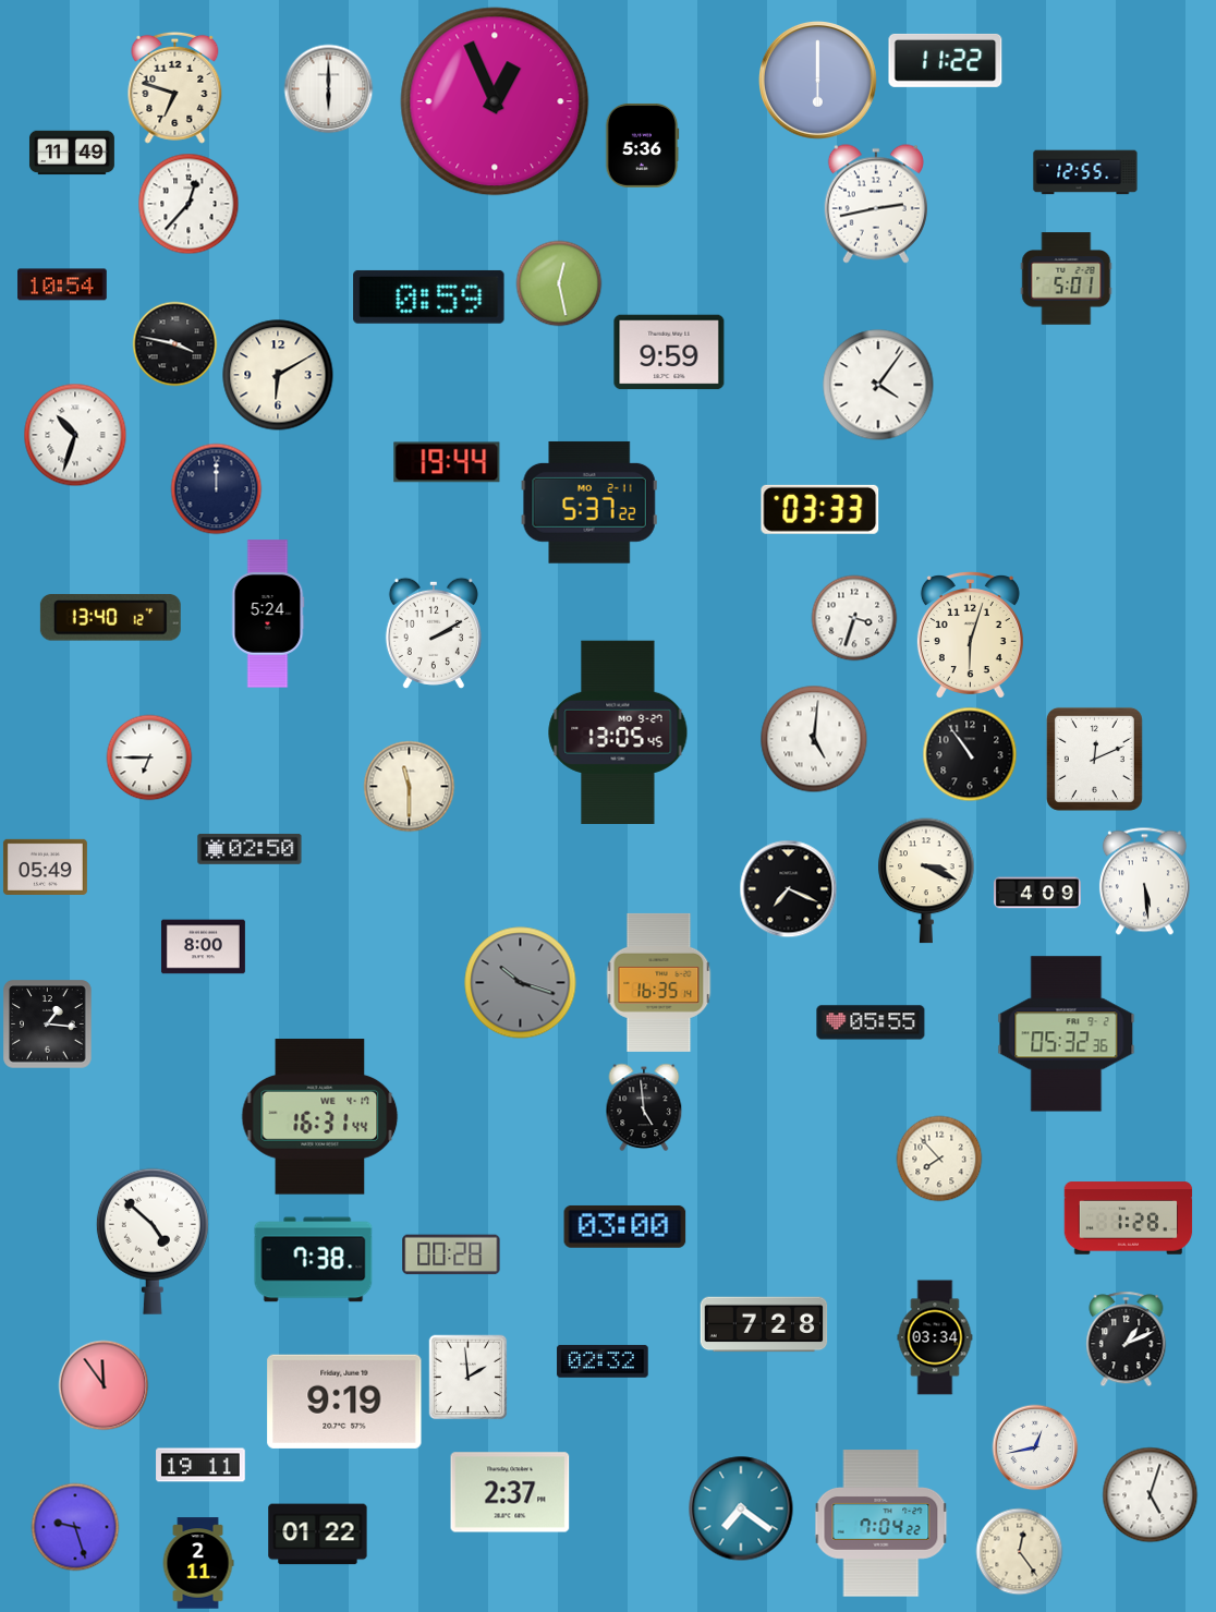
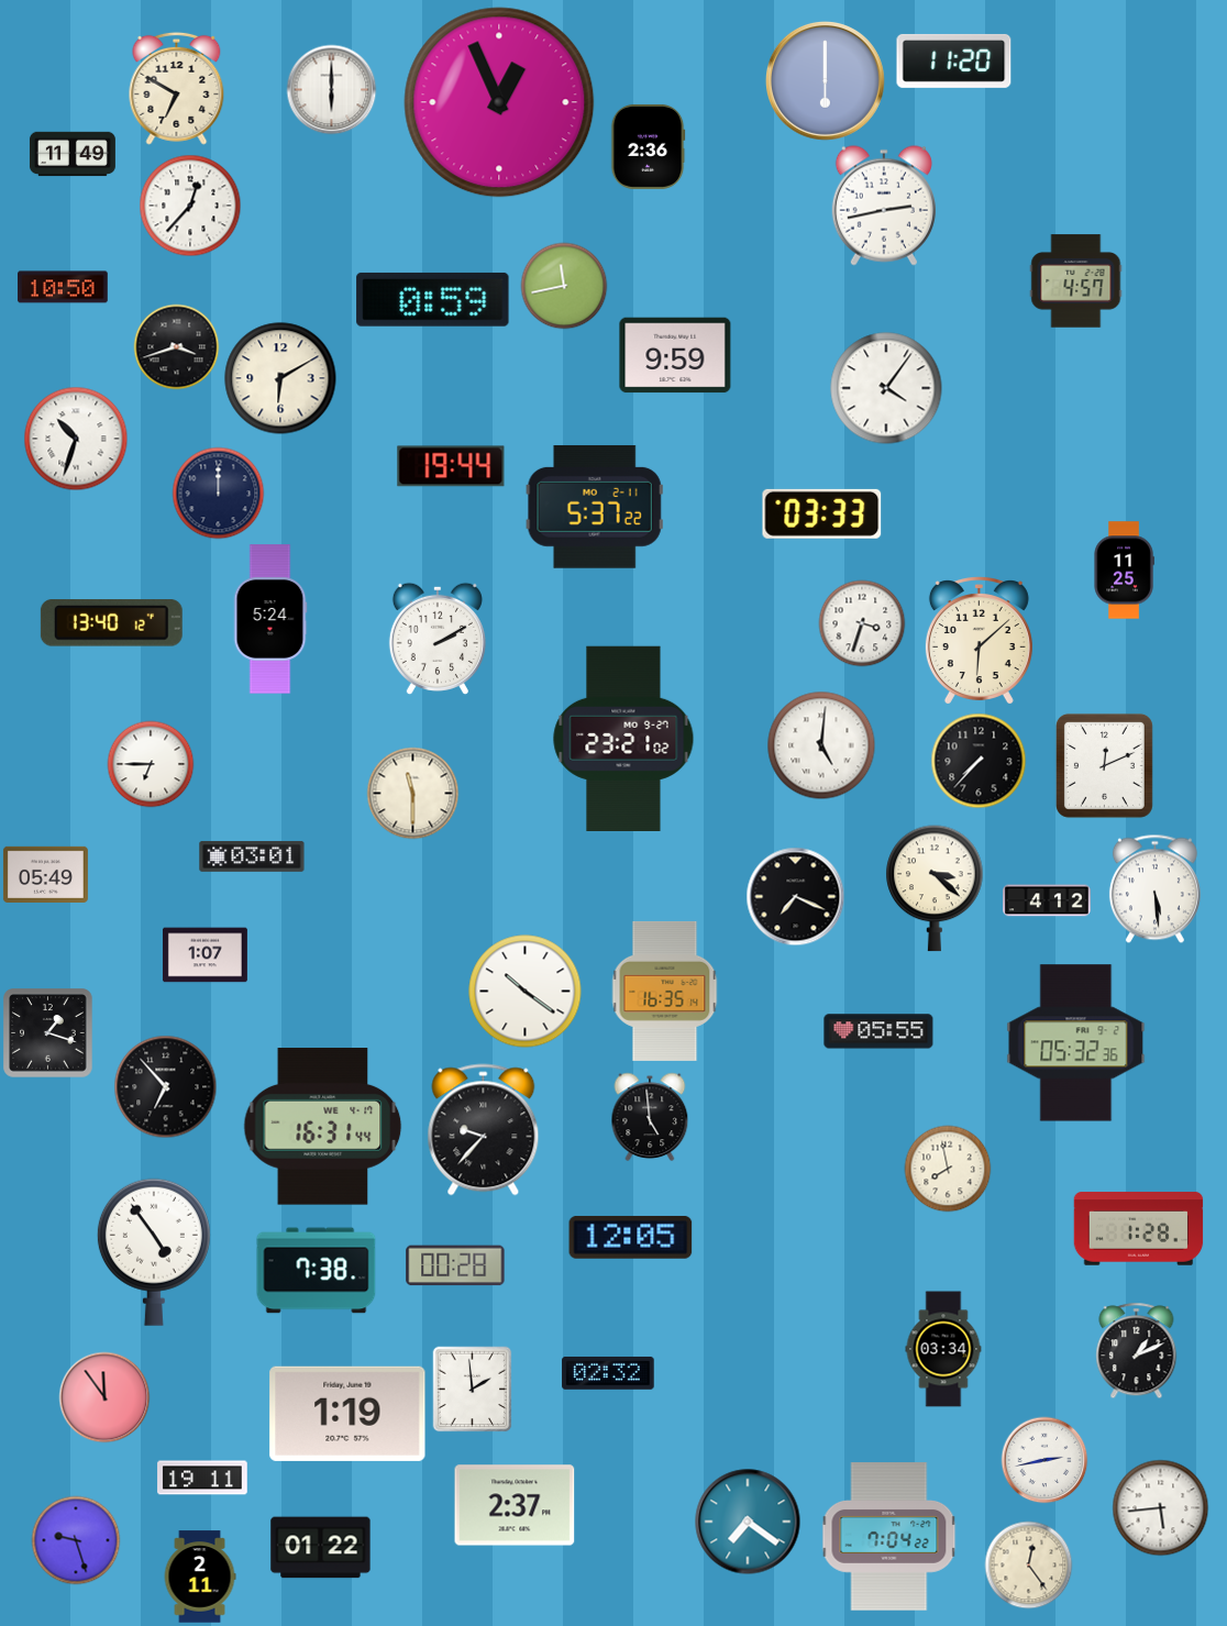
clock at (946, 60): 11:22 -> 11:20
clock at (175, 87): 6:48 -> 6:50
clock at (642, 145): 5:36 -> 2:36
clock at (1085, 172): 12:55 -> none
clock at (1067, 279): 5:01 -> 4:57
clock at (559, 283): 12:28 -> 11:43
clock at (62, 284): 10:54 -> 10:50
clock at (174, 343): 3:47 -> 3:42
clock at (820, 509) position: (820, 509) -> (822, 513)
clock at (1124, 571): none -> 11:25
clock at (970, 635): 6:03 -> 6:08
clock at (618, 731): 13:05 -> 23:21
clock at (970, 754): 10:54 -> 7:37
clock at (250, 849): 02:50 -> 03:01
clock at (926, 881): 3:19 -> 3:22
clock at (1038, 893): 4:09 -> 4:12
clock at (203, 947): 8:00 -> 1:07
clock at (521, 983): 10:18 -> 10:21
clock at (521, 983) dial: grey -> white
clock at (47, 1023): 1:16 -> 1:18
clock at (165, 1086): none -> 6:53
clock at (484, 1130): none -> 9:37
clock at (939, 1159): 7:53 -> 7:58
clock at (625, 1226): 03:00 -> 12:05
clock at (153, 1241): 4:52 -> 4:54
clock at (764, 1324): 7:28 -> none
clock at (344, 1402): 9:19 -> 1:19
clock at (1035, 1447): 12:43 -> 2:43
clock at (1150, 1494): 5:03 -> 5:44
